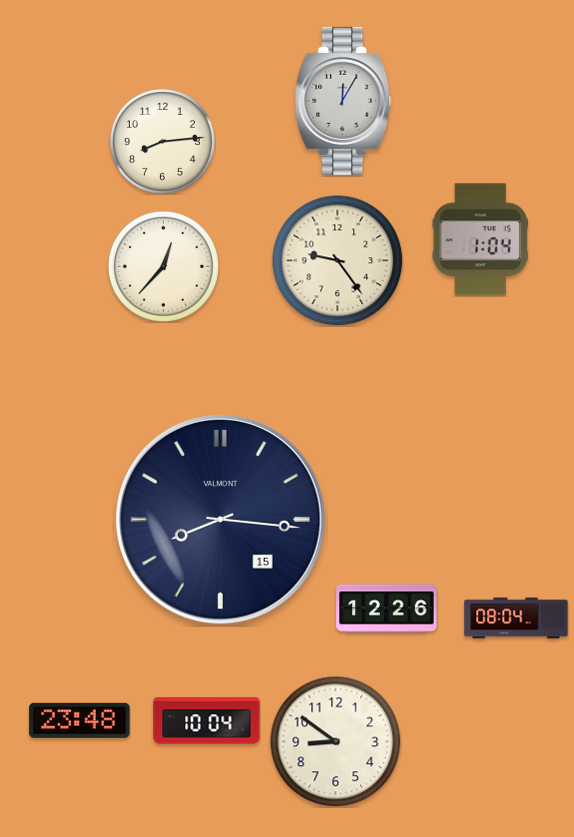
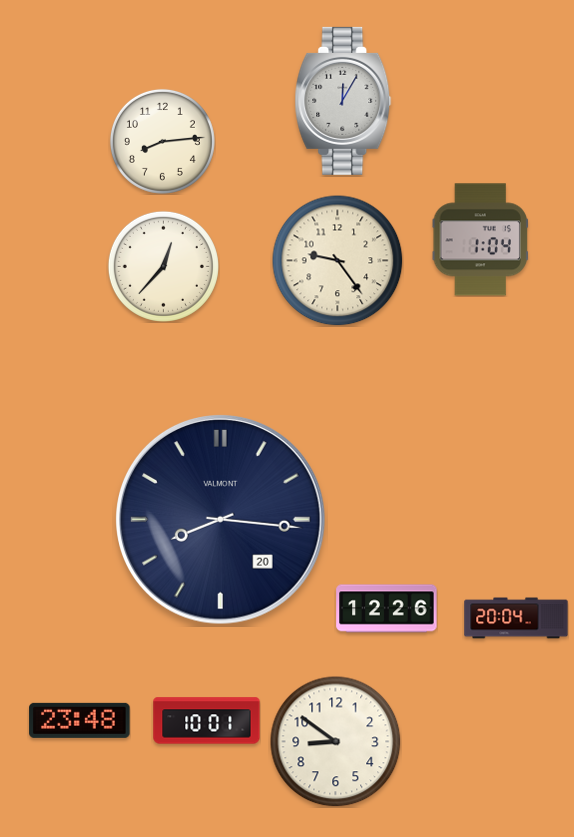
clock at (221, 520) date: 15 -> 20
clock at (516, 618): 08:04 -> 20:04
clock at (207, 721): 10:04 -> 10:01
